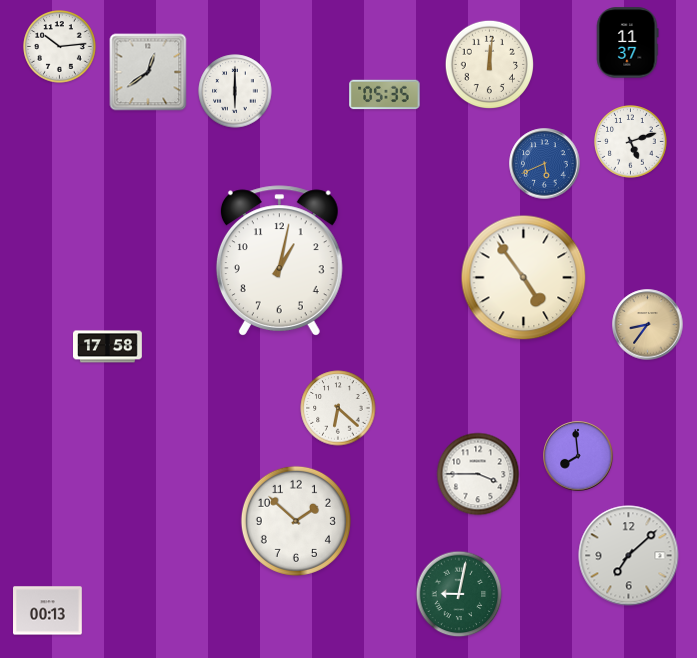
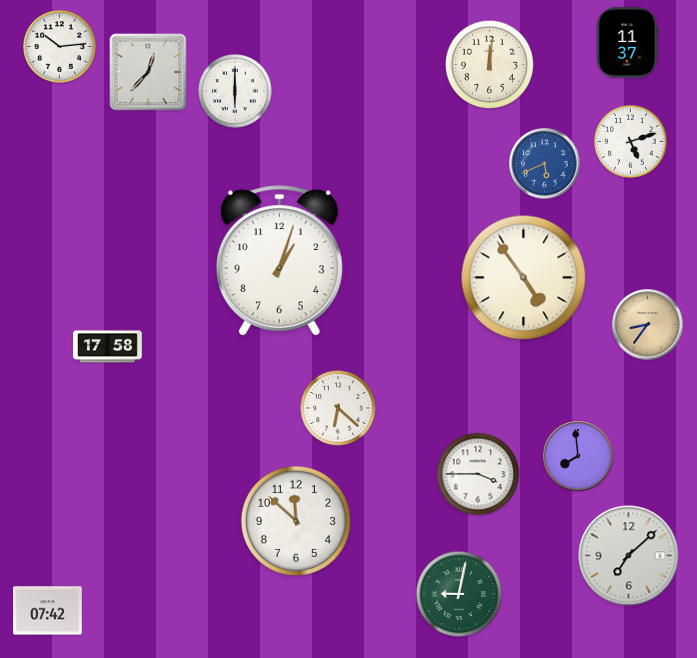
clock at (148, 72): 12:39 -> 12:37
clock at (385, 95): 05:35 -> none
clock at (279, 261): 1:02 -> 1:03
clock at (296, 521): 1:52 -> 11:52
clock at (48, 611): 00:13 -> 07:42
